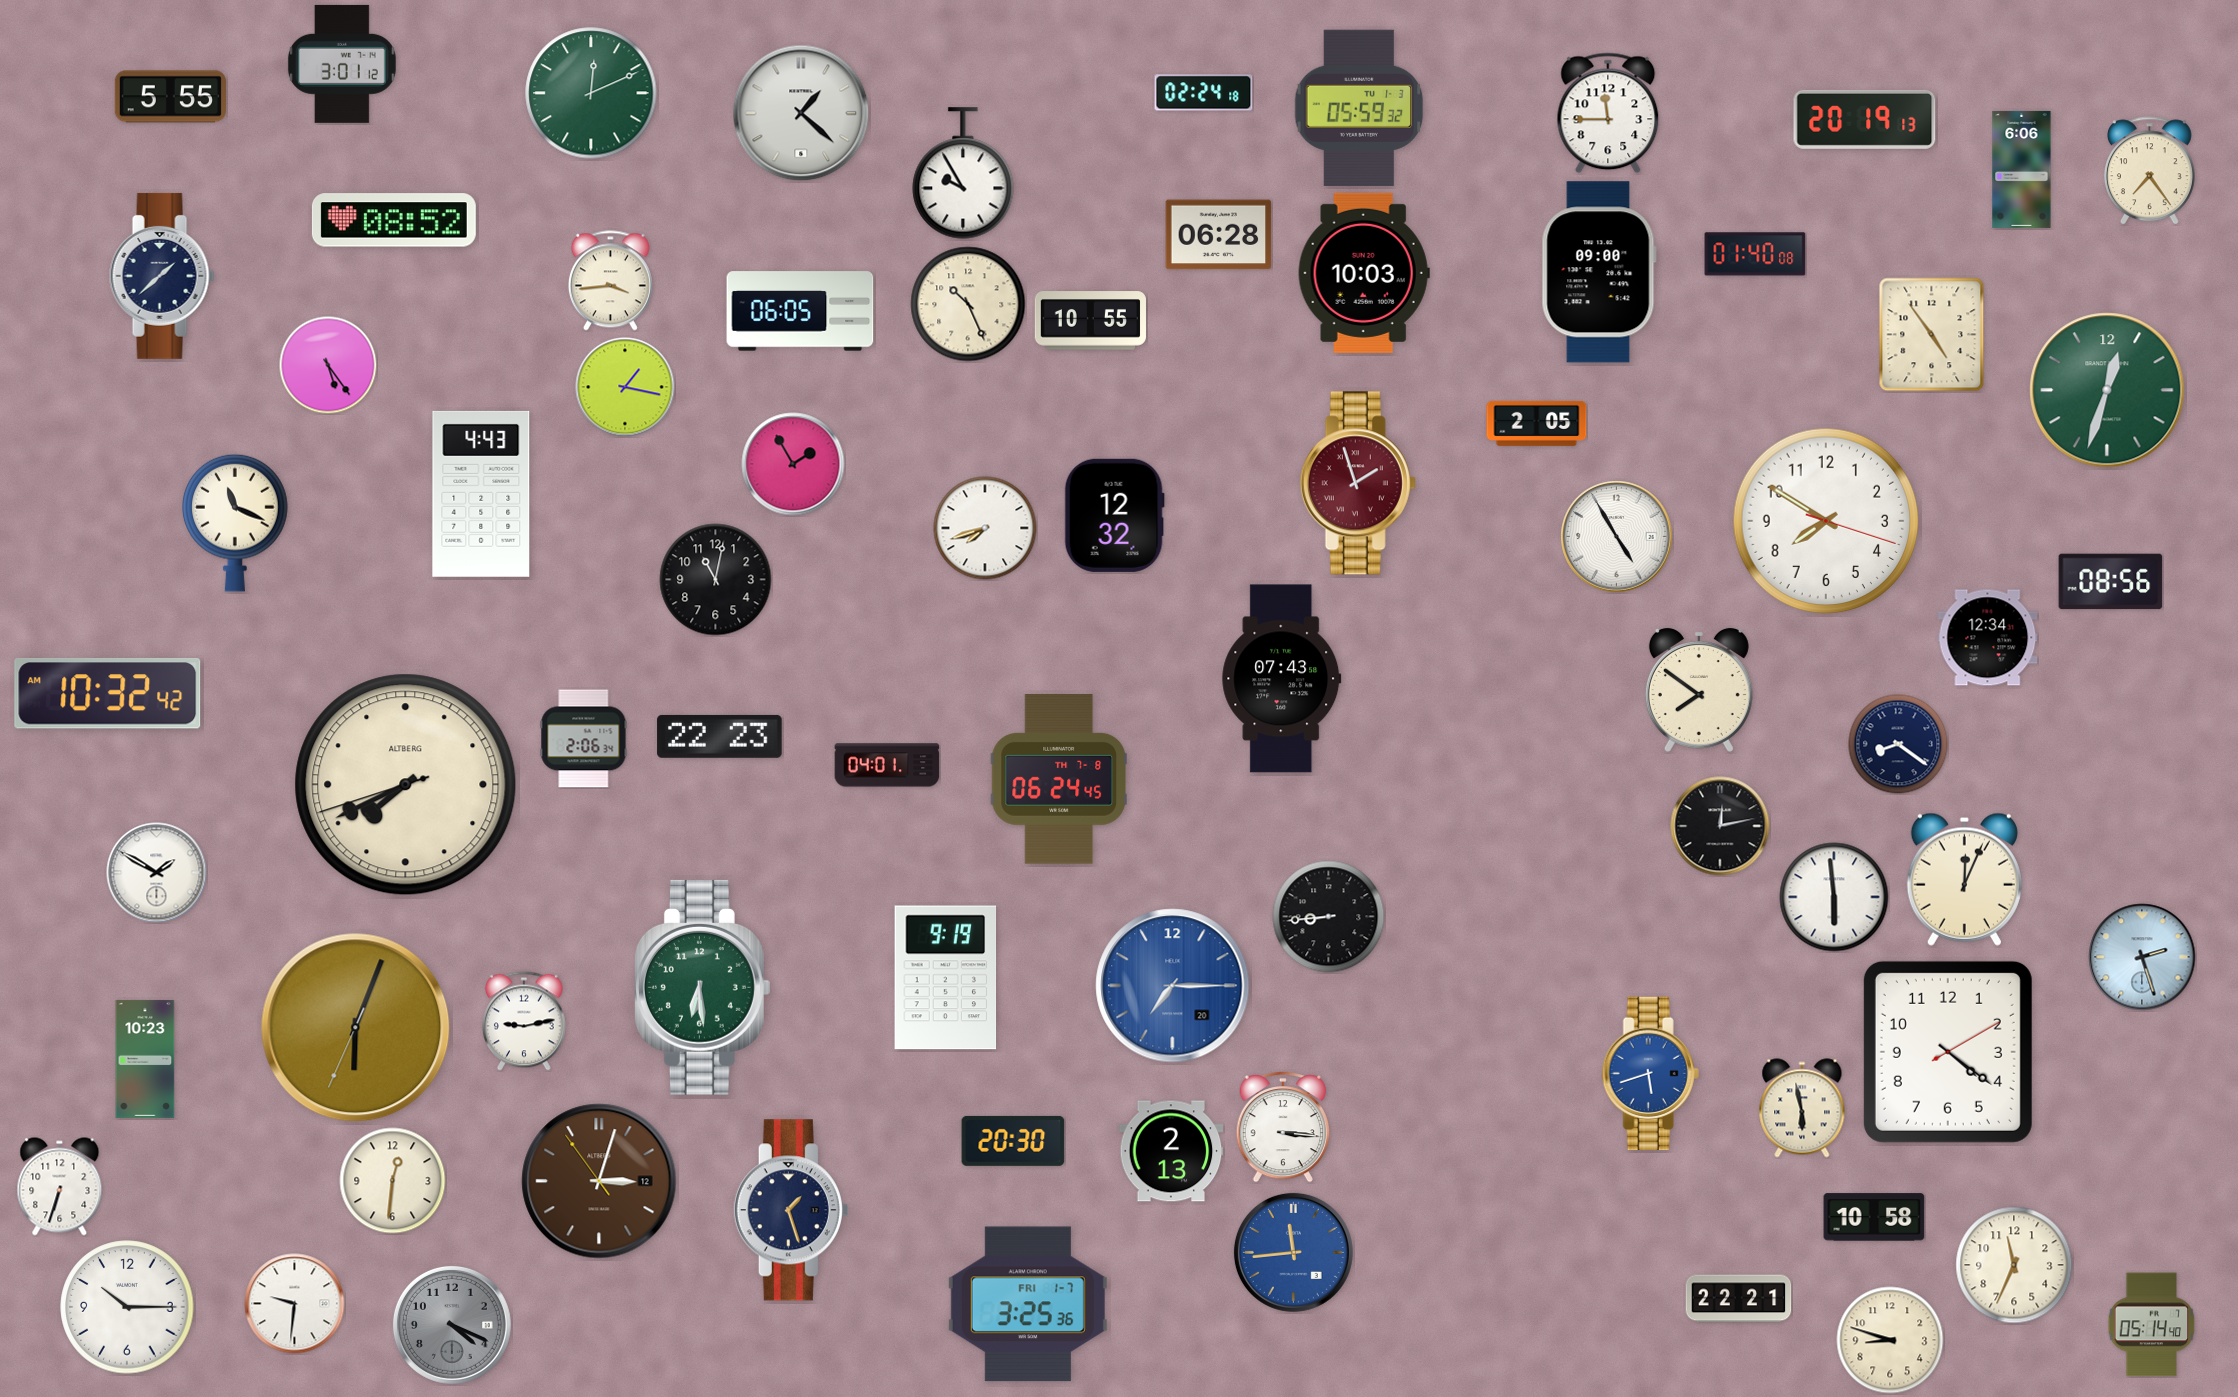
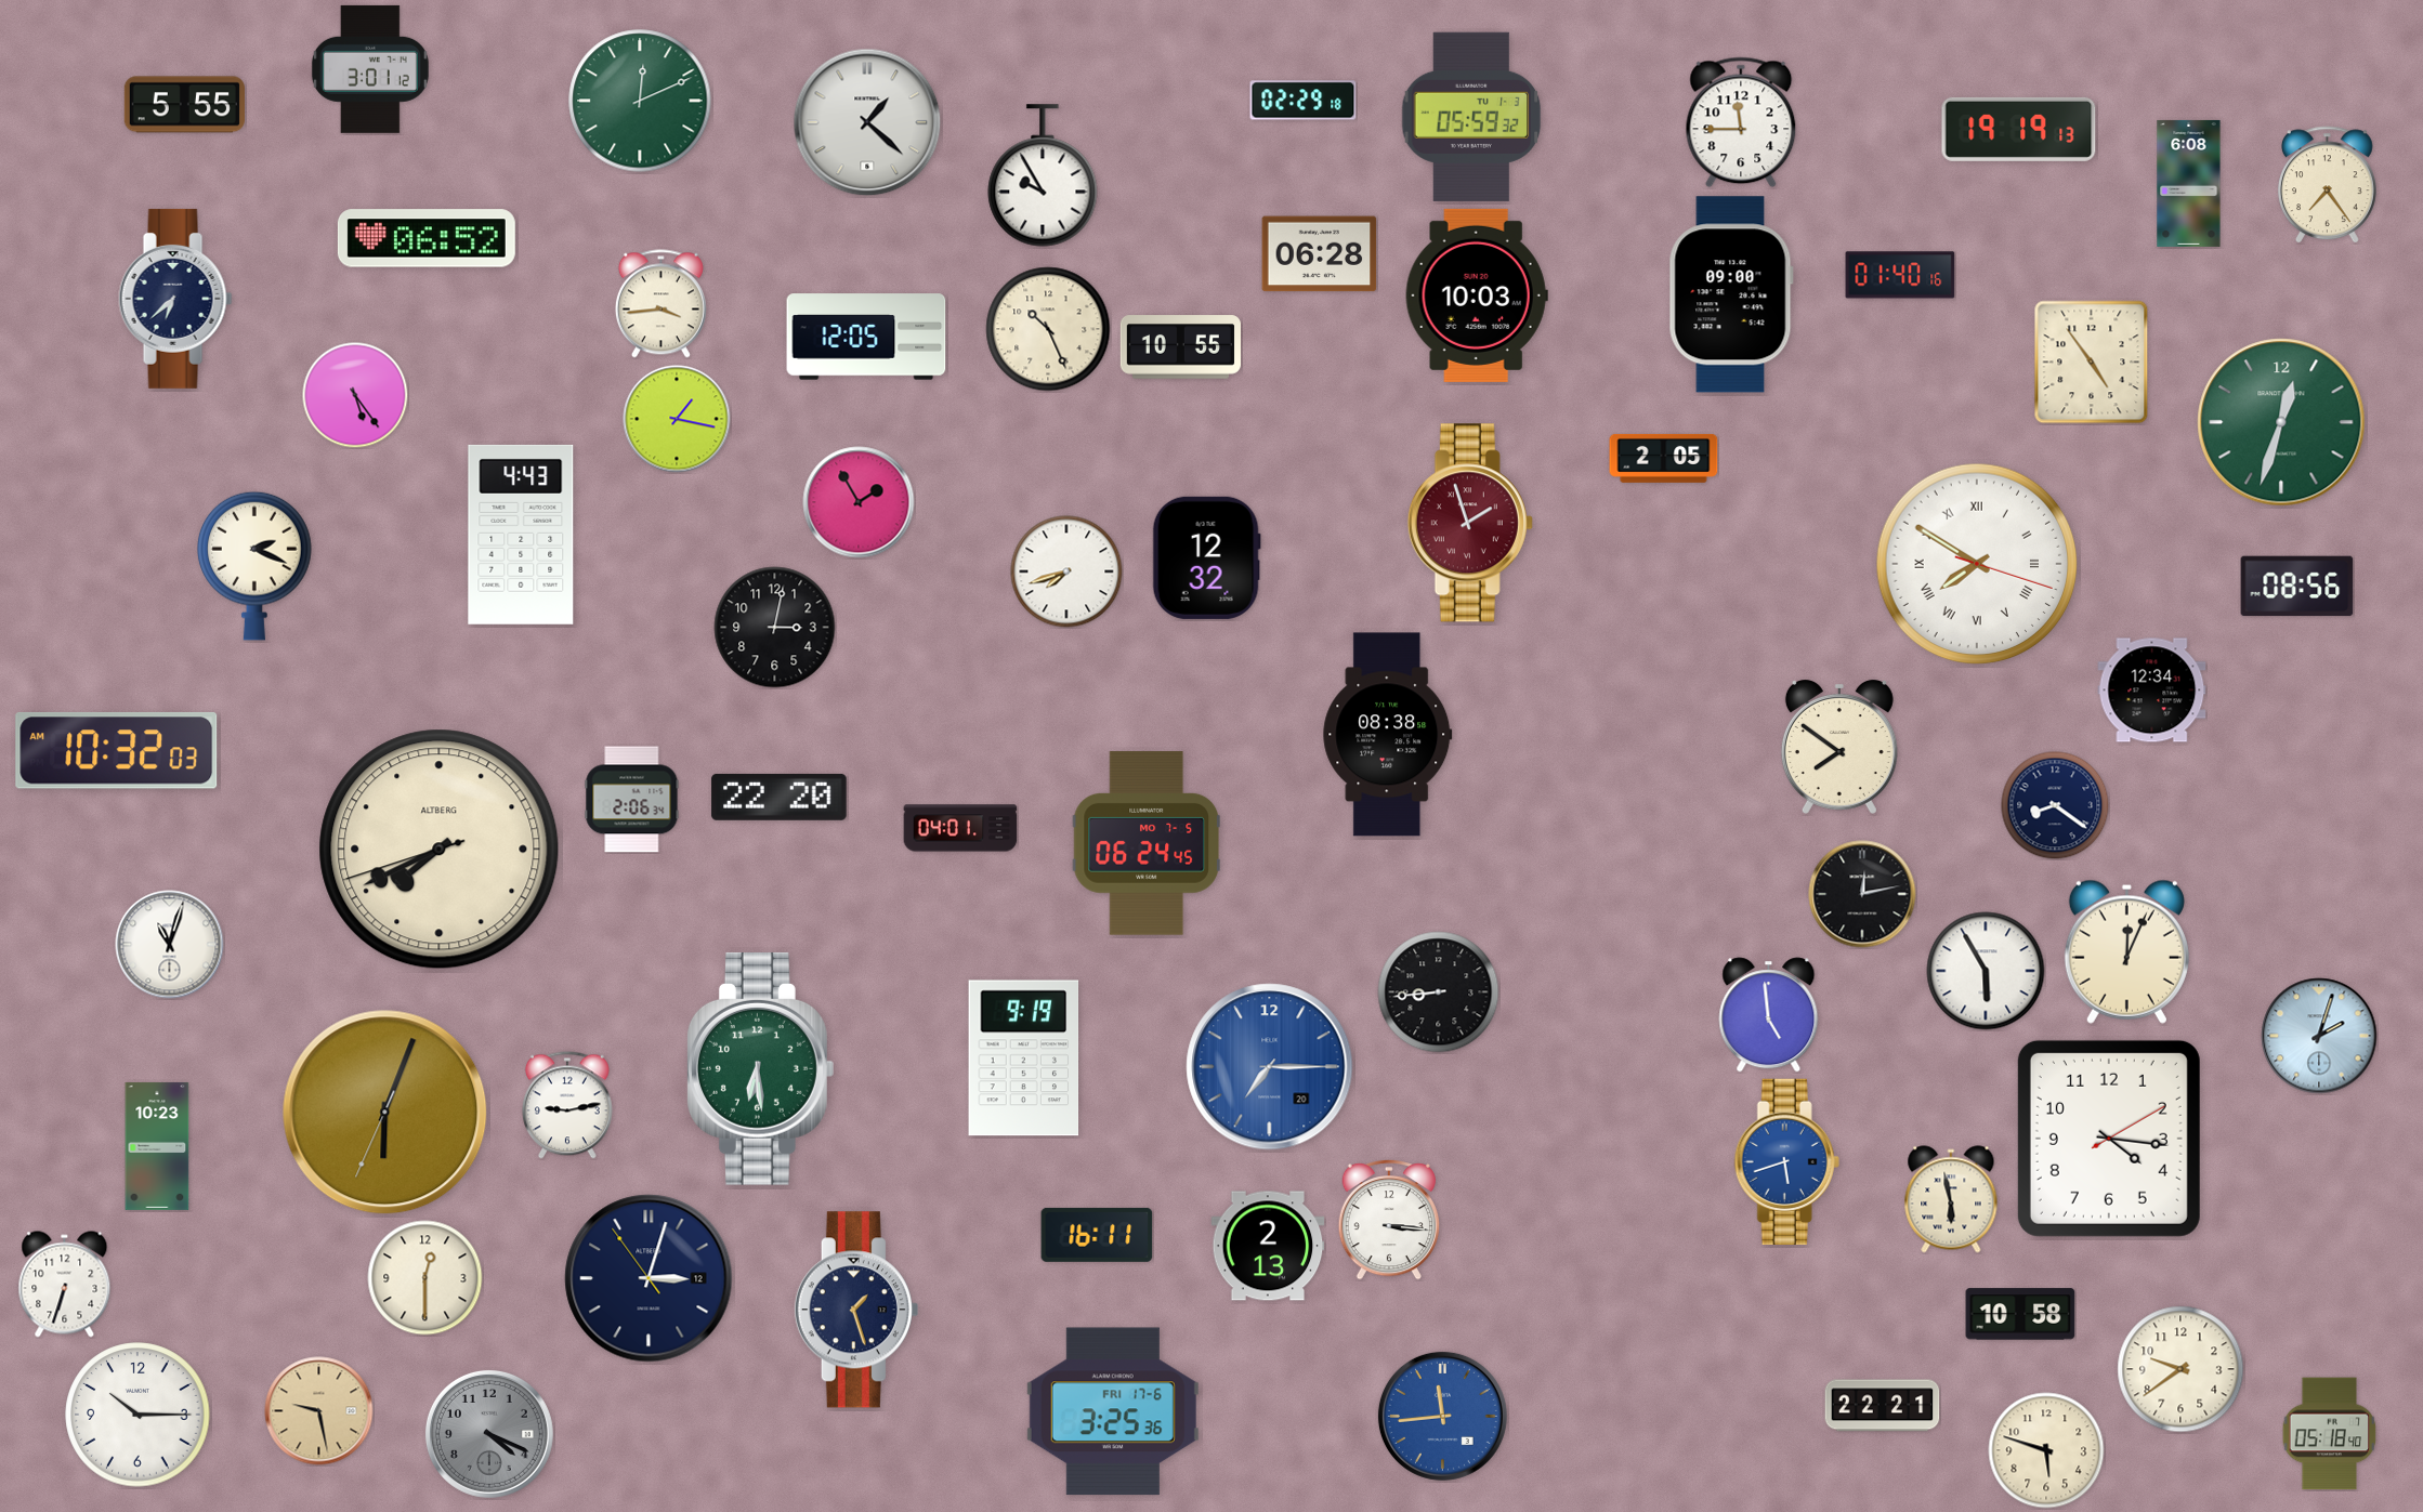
clock at (1204, 93): 02:24 -> 02:29
clock at (1865, 119): 20:19 -> 19:19
clock at (2022, 169): 6:06 -> 6:08
clock at (963, 173) position: (963, 173) -> (1043, 175)
clock at (394, 220): 08:52 -> 06:52
clock at (1755, 254): 01:40:08 -> 01:40:16
clock at (162, 276): 1:38 -> 6:38
clock at (800, 311): 06:05 -> 12:05
clock at (1826, 521) numerals: Arabic -> Roman
clock at (236, 523): 11:19 -> 2:19
clock at (1617, 537): 4:55 -> none
clock at (716, 580): 11:02 -> 3:02
clock at (2111, 582) position: (2111, 582) -> (2297, 587)
clock at (1282, 679): 07:43 -> 08:38
clock at (108, 693): 10:32:42 -> 10:32:03
clock at (720, 736): 22:23 -> 22:20
clock at (1058, 779) date: TH 7-8 -> MO 7-5
clock at (157, 873): 1:50 -> 11:03
clock at (1834, 897): 5:59 -> 5:55
clock at (1769, 1015): none -> 4:59
clock at (2142, 957): 2:27 -> 2:03
clock at (1948, 1052): 4:21 -> 4:16
clock at (1013, 1141): 20:30 -> 16:11
clock at (393, 1181): 12:31 -> 12:30
clock at (599, 1181) dial: brown -> navy
clock at (1874, 1217) position: (1874, 1217) -> (2020, 1314)
clock at (1293, 1252) position: (1293, 1252) -> (1442, 1416)
clock at (2014, 1265): 11:34 -> 9:39
clock at (295, 1304): 9:31 -> 9:28
clock at (295, 1304) dial: white -> champagne
clock at (1028, 1304) date: FRI 1-7 -> FRI 17-6
clock at (2152, 1325): 05:14 -> 05:18
clock at (1890, 1340): 8:48 -> 5:48
